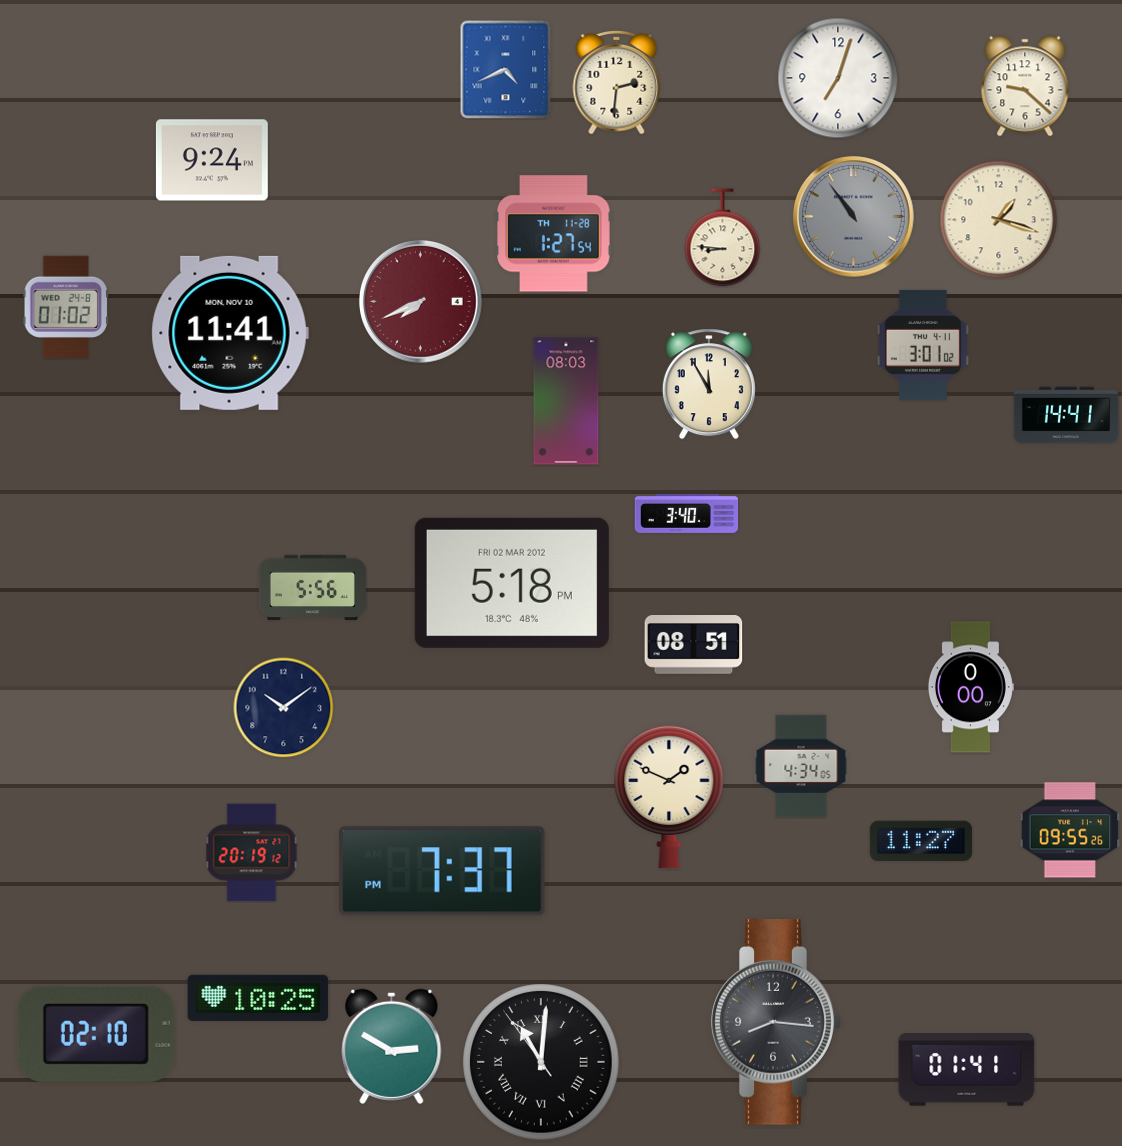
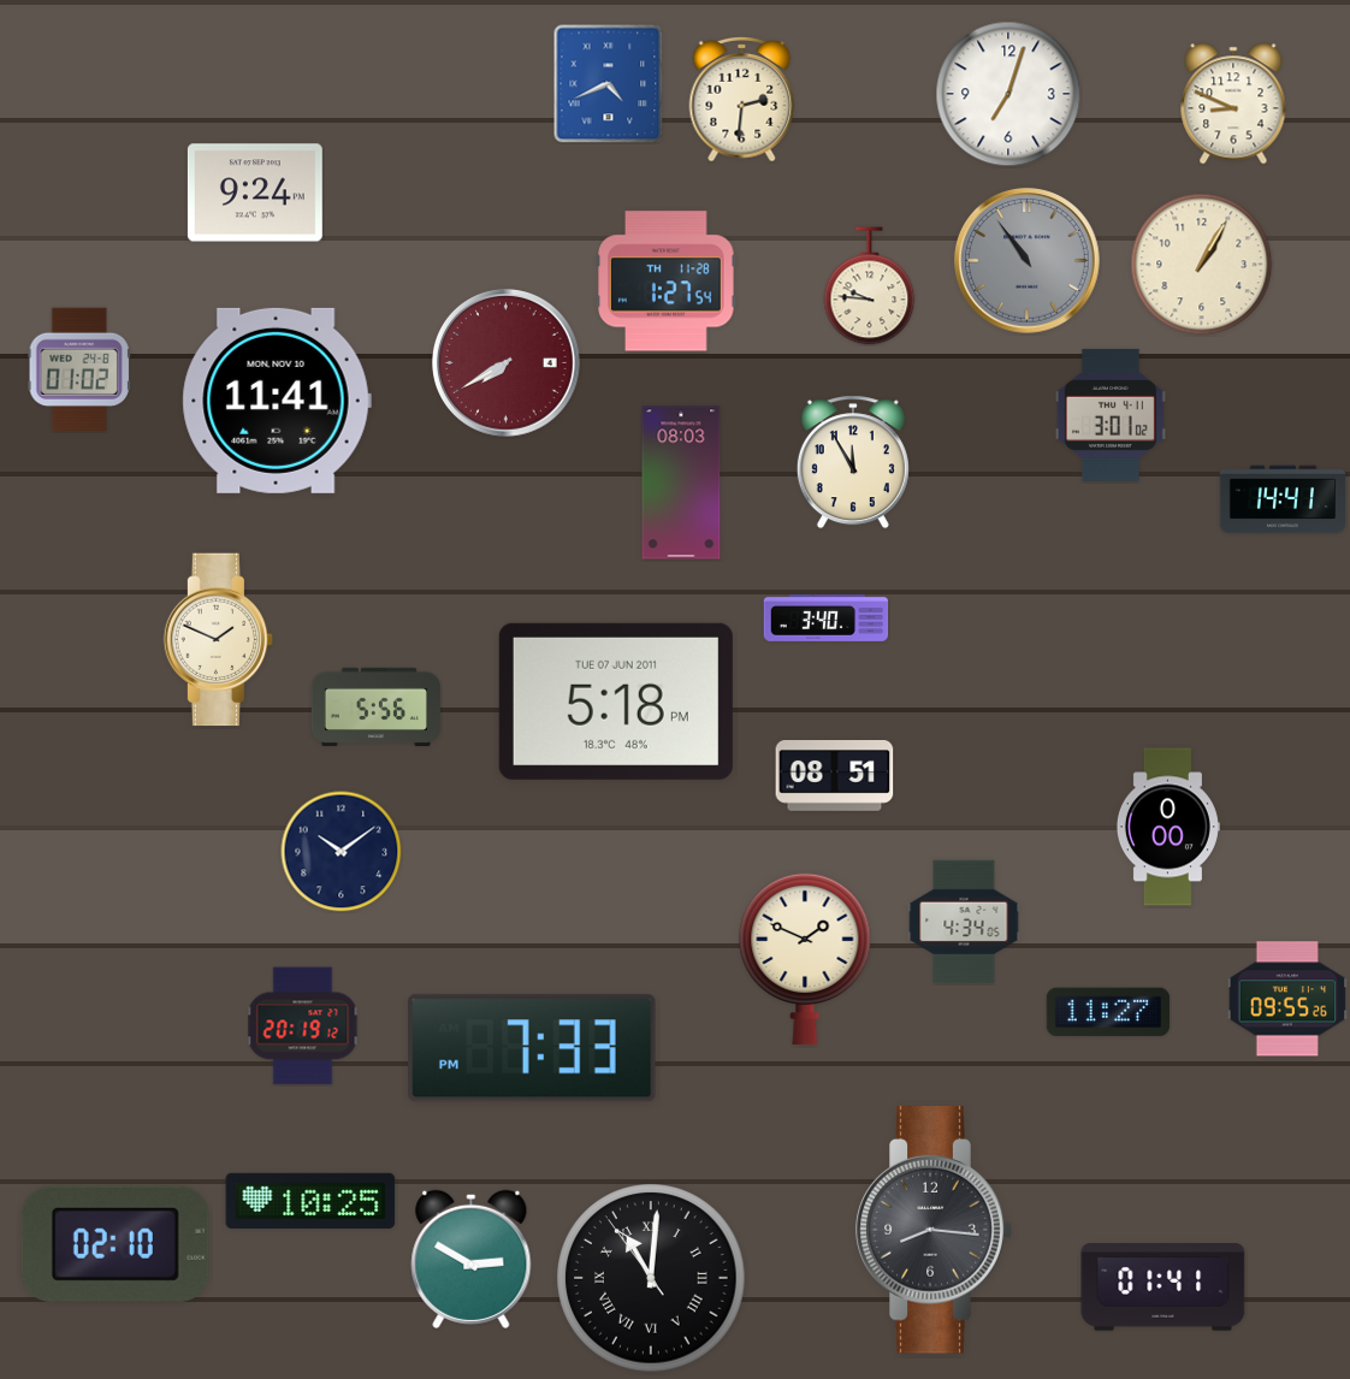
clock at (1025, 86): 9:22 -> 8:49
clock at (999, 220): 1:18 -> 1:05
clock at (723, 238): 8:46 -> 9:46
clock at (421, 302): 7:41 -> 7:40
clock at (219, 640): none -> 1:49
clock at (512, 583) date: FRI 02 MAR 2012 -> TUE 07 JUN 2011
clock at (443, 871): 7:37 -> 7:33
